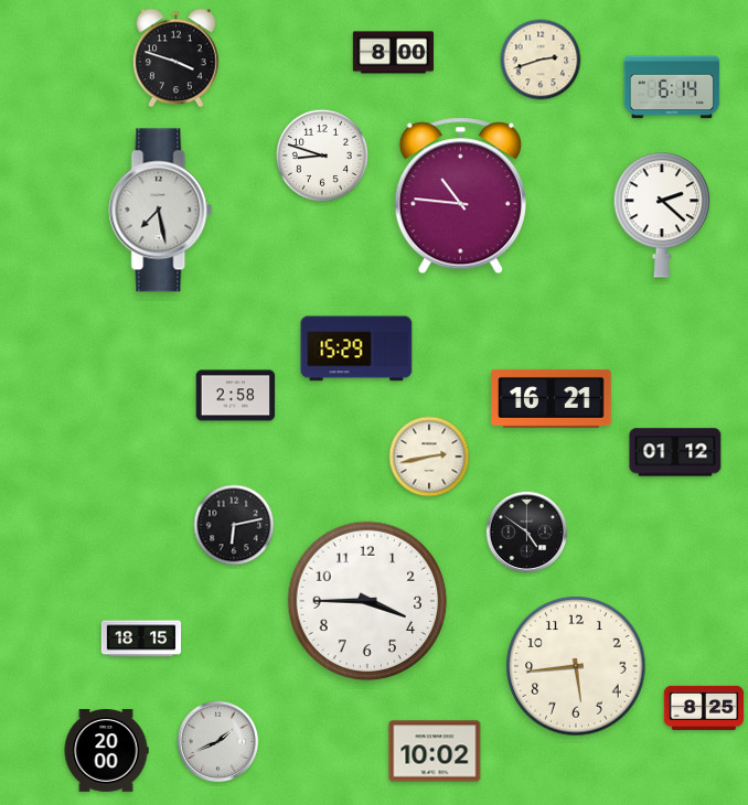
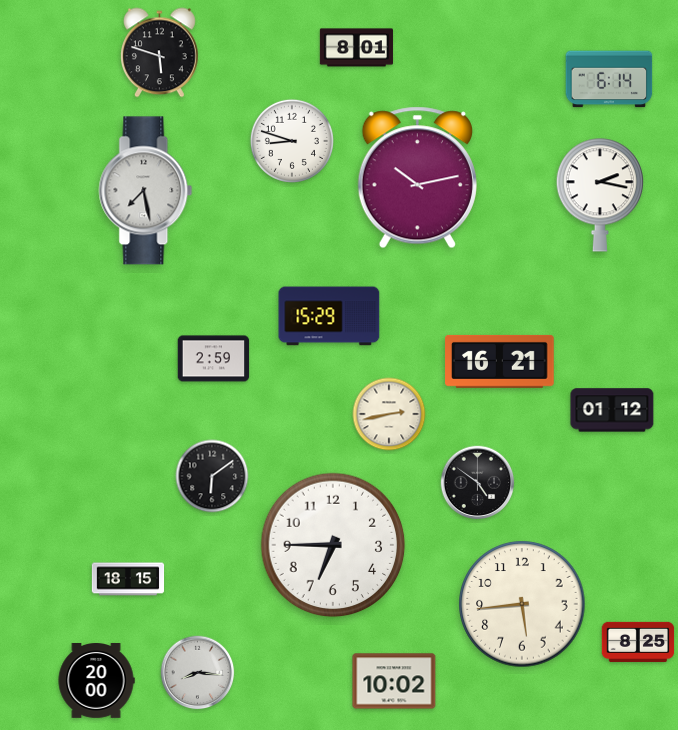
clock at (393, 53): 8:00 -> 8:01
clock at (175, 58): 3:48 -> 5:48
clock at (541, 60): 2:42 -> none
clock at (460, 196): 10:46 -> 10:13
clock at (662, 215): 2:22 -> 2:17
clock at (356, 348) position: (356, 348) -> (329, 316)
clock at (236, 396): 2:58 -> 2:59
clock at (234, 525): 6:13 -> 6:09
clock at (367, 601): 3:45 -> 6:45
clock at (218, 742): 1:41 -> 8:16
